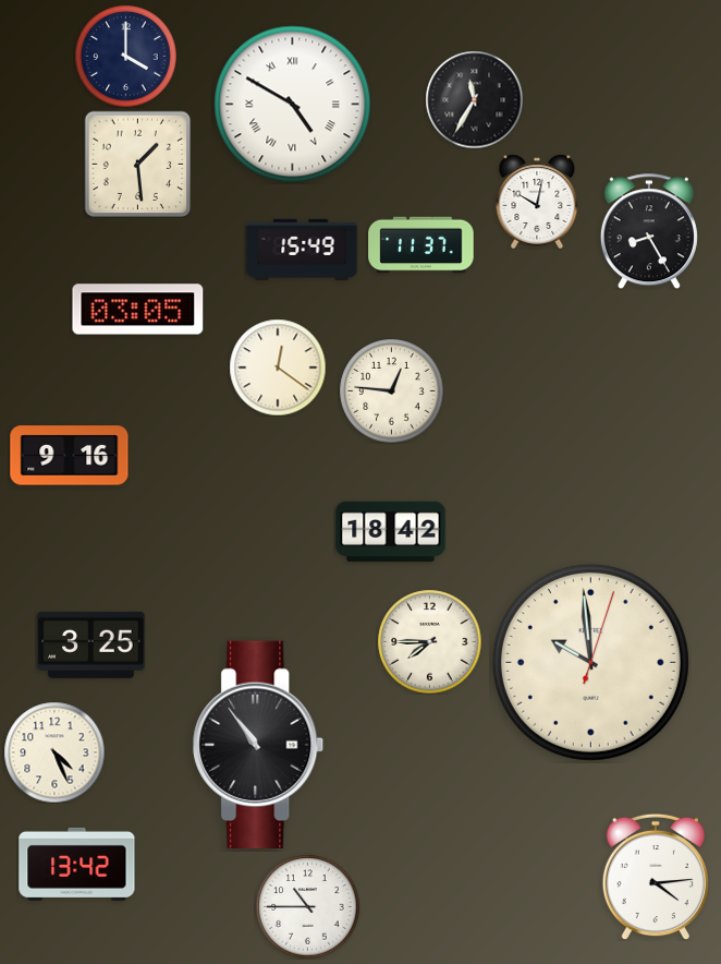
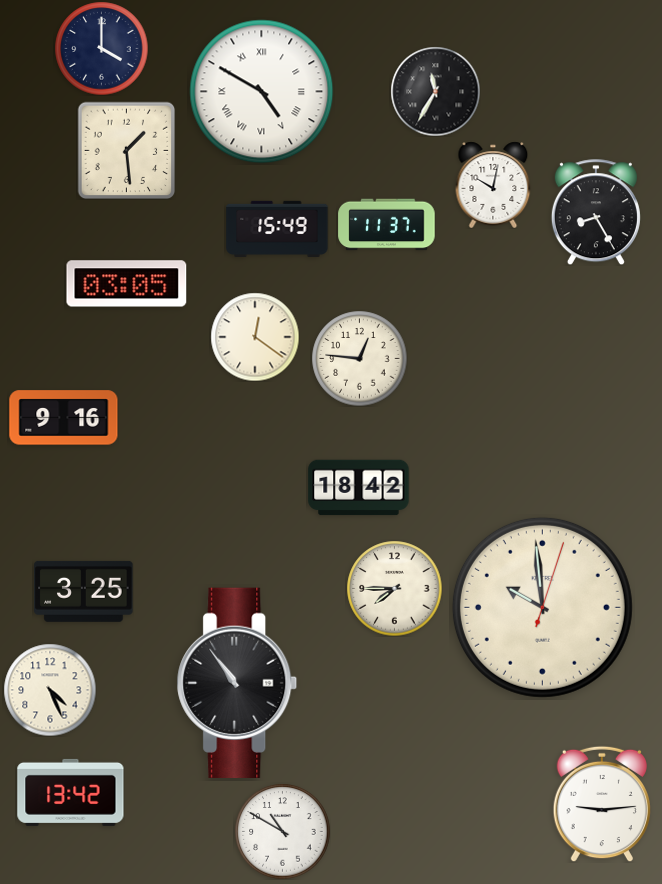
clock at (125, 56) position: (125, 56) -> (101, 48)
clock at (293, 105) position: (293, 105) -> (262, 92)
clock at (655, 877): 4:14 -> 9:14
clock at (307, 906): 10:45 -> 10:50
